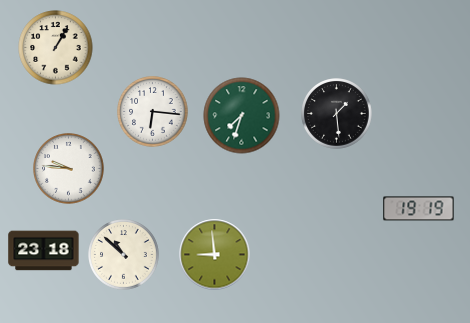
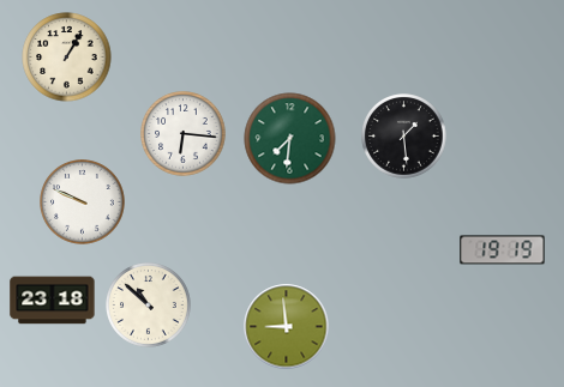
clock at (242, 116): 7:33 -> 7:31
clock at (69, 169): 9:46 -> 9:49
clock at (215, 255) position: (215, 255) -> (287, 327)
